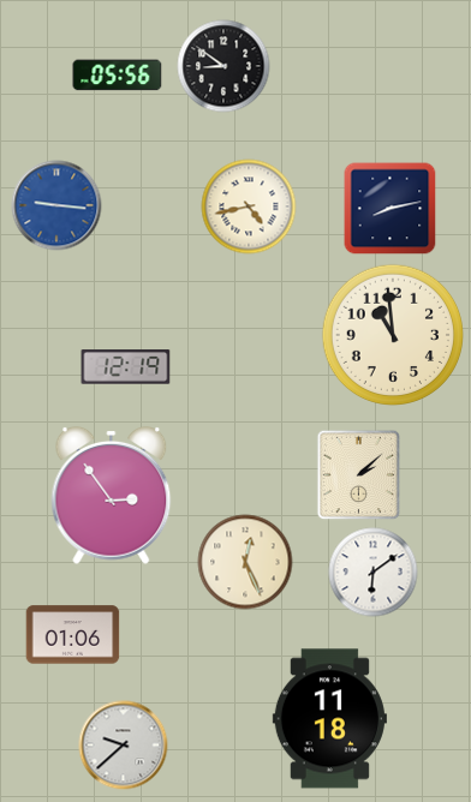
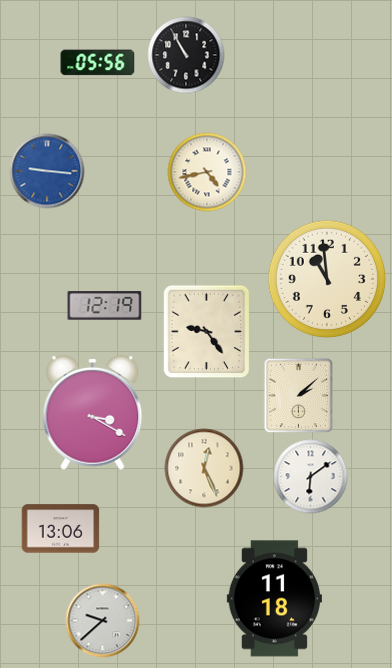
clock at (223, 66): 8:51 -> 10:55
clock at (390, 209): 8:13 -> none
clock at (207, 332): none -> 9:24
clock at (112, 495): 2:54 -> 3:20
clock at (73, 635): 01:06 -> 13:06
